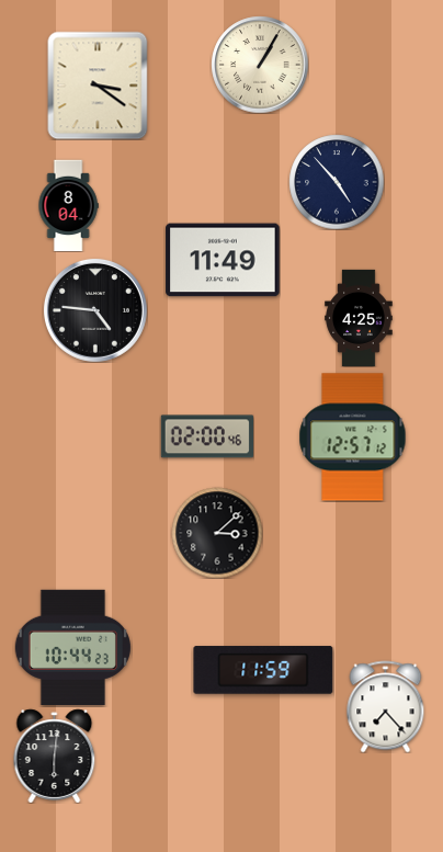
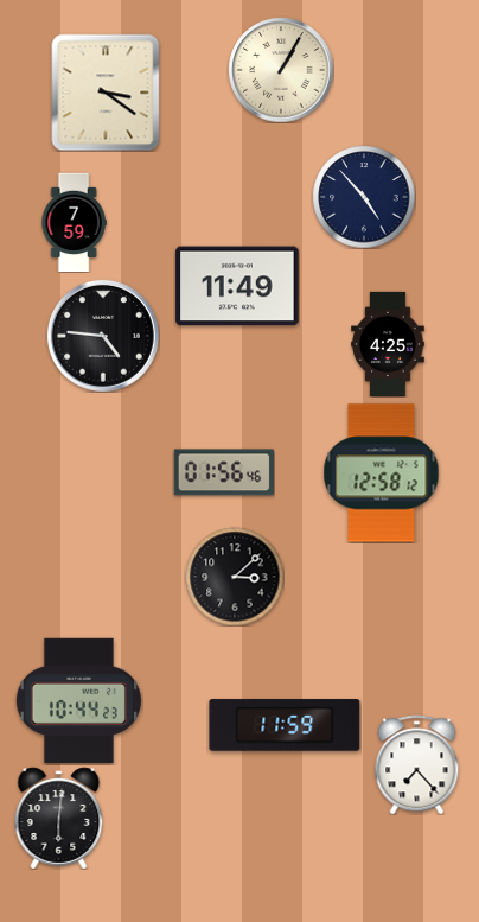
clock at (68, 205): 8:04 -> 7:59
clock at (223, 260) position: (223, 260) -> (237, 286)
clock at (206, 436): 02:00 -> 01:56
clock at (353, 438): 12:57 -> 12:58
